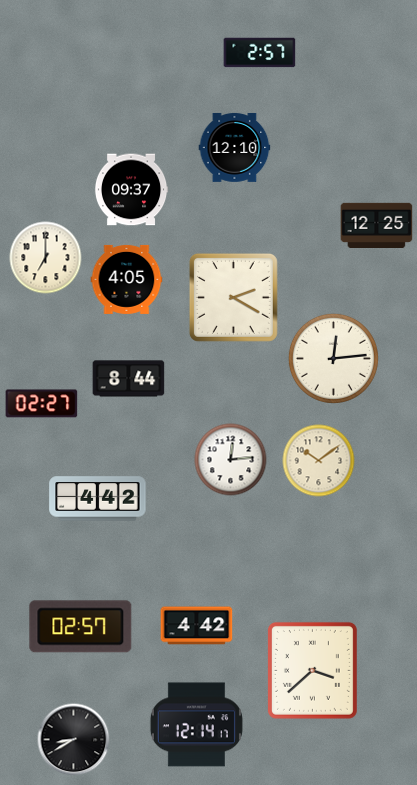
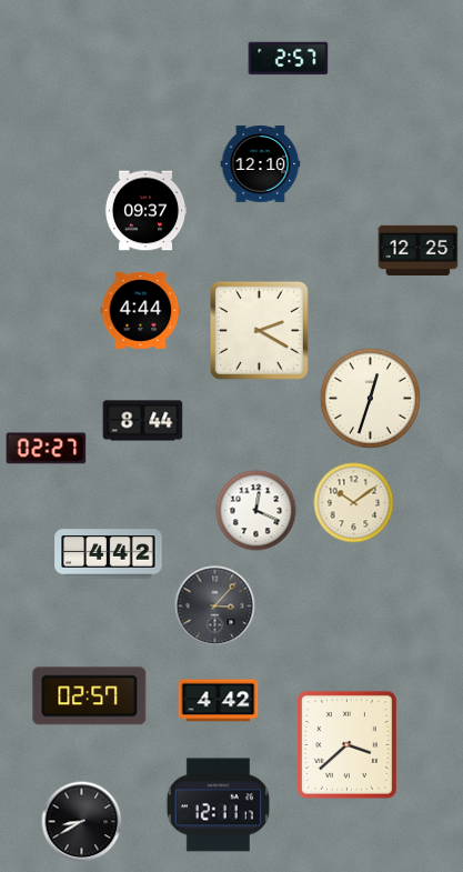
clock at (46, 258): 7:00 -> none
clock at (127, 279): 4:05 -> 4:44
clock at (333, 358): 12:14 -> 12:33
clock at (231, 460): 12:14 -> 12:19
clock at (319, 461) position: (319, 461) -> (354, 503)
clock at (215, 607): none -> 3:07
clock at (197, 626) position: (197, 626) -> (219, 701)
clock at (196, 725): 12:14 -> 12:11
